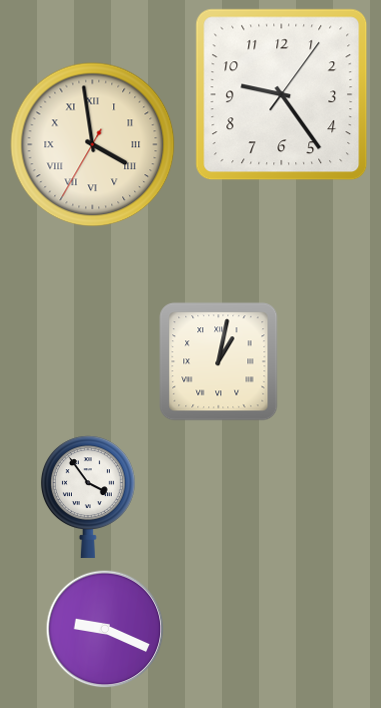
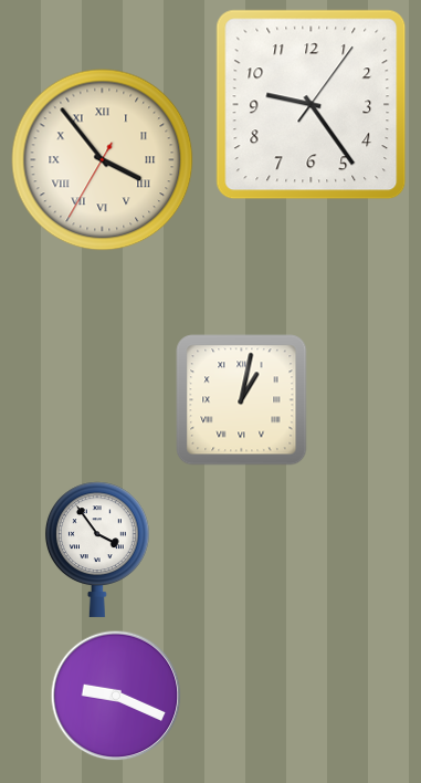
clock at (93, 145): 3:58 -> 3:53
